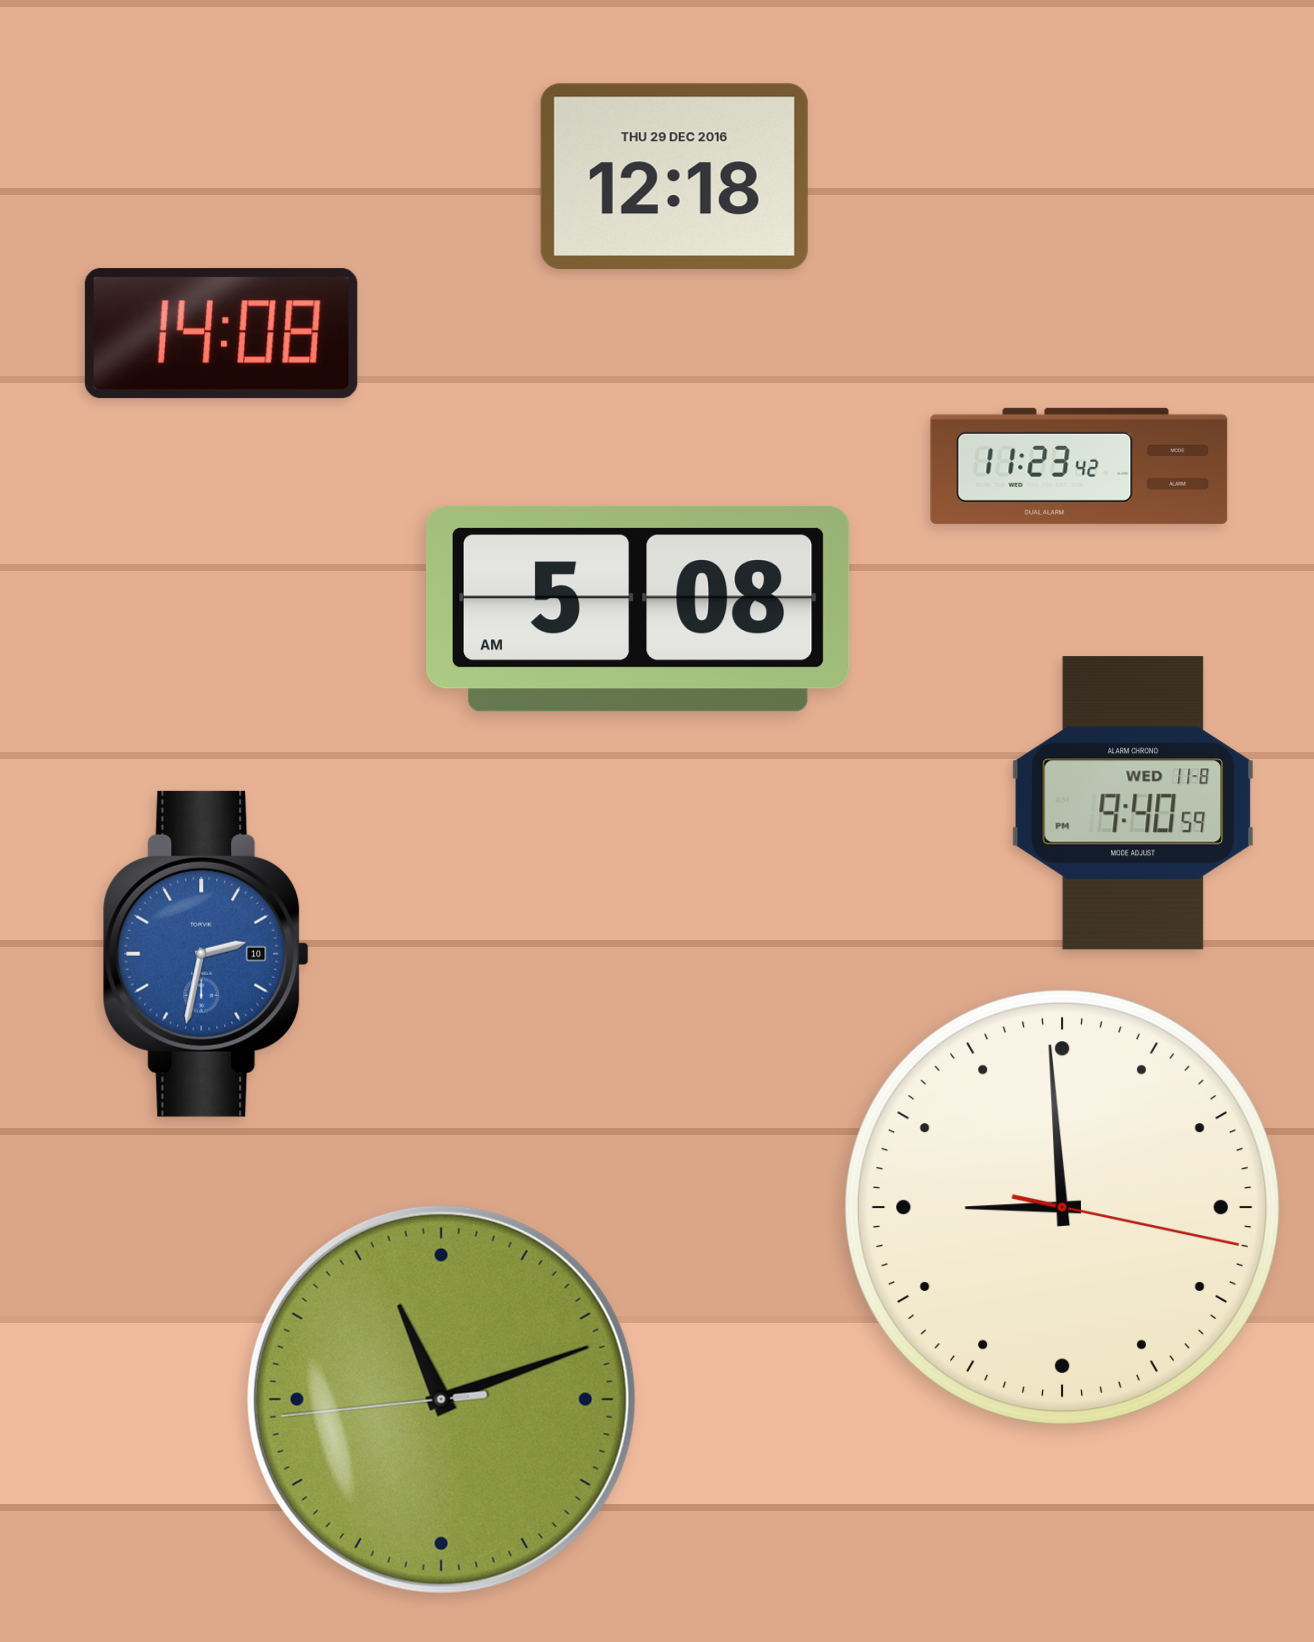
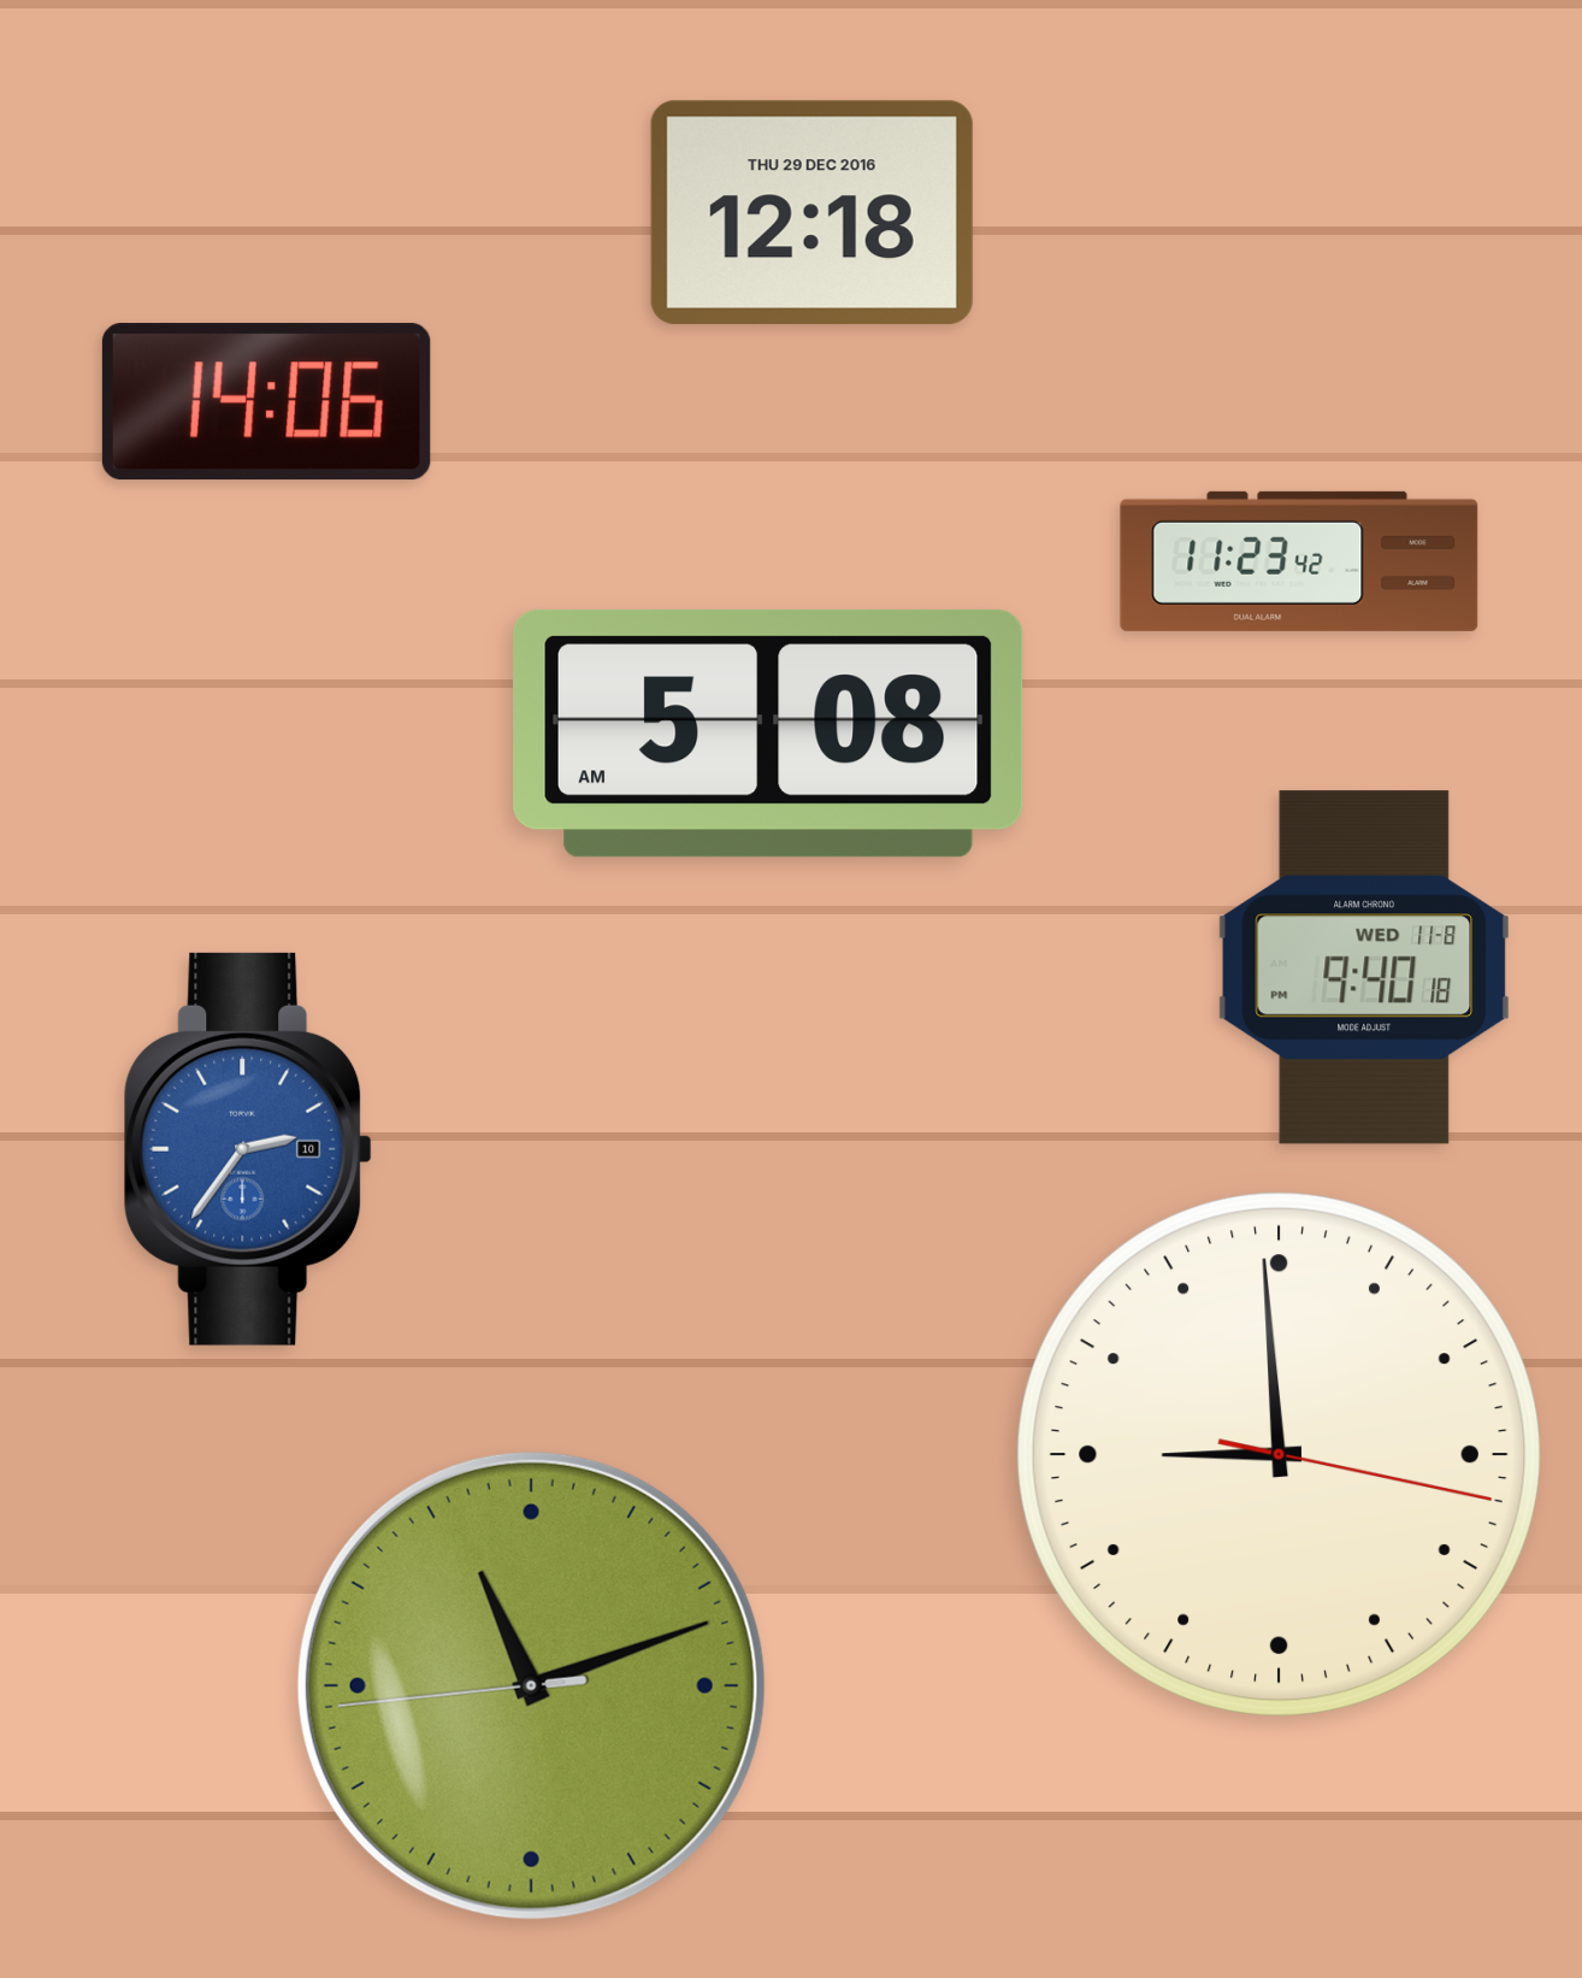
clock at (221, 334): 14:08 -> 14:06
clock at (1132, 803): 9:40:59 PM -> 9:40:18 PM
clock at (206, 954): 2:32 -> 2:36
